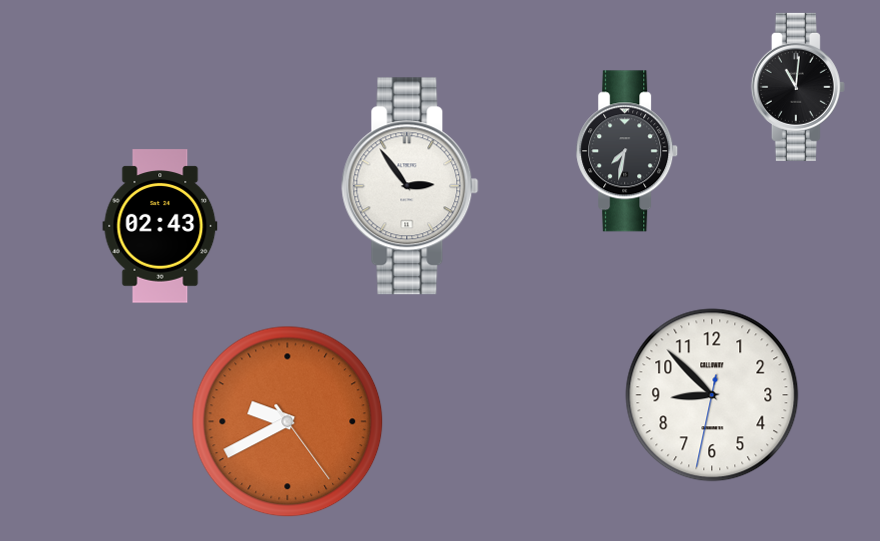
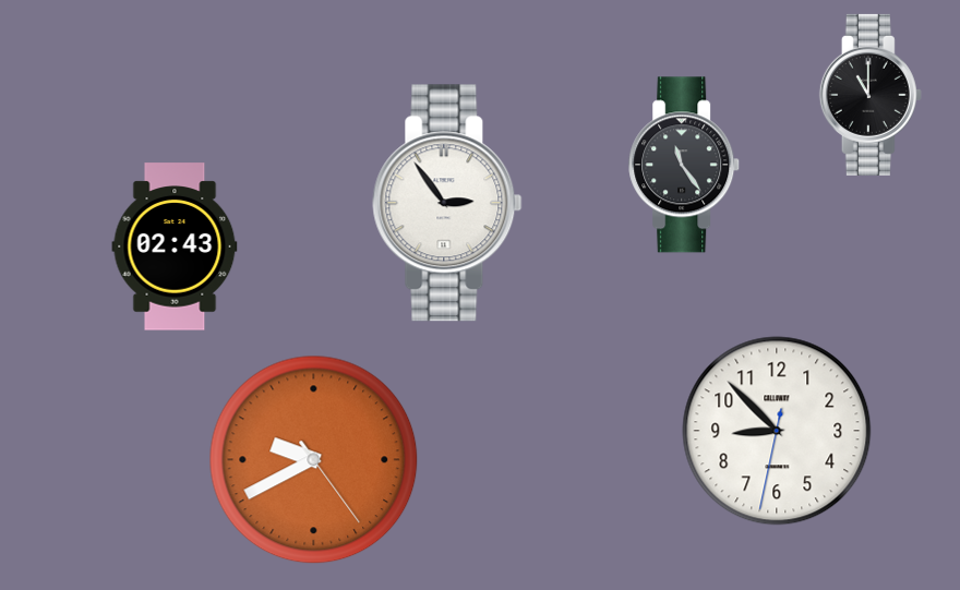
clock at (798, 87): 11:01 -> 11:00
clock at (628, 151): 7:32 -> 11:24
